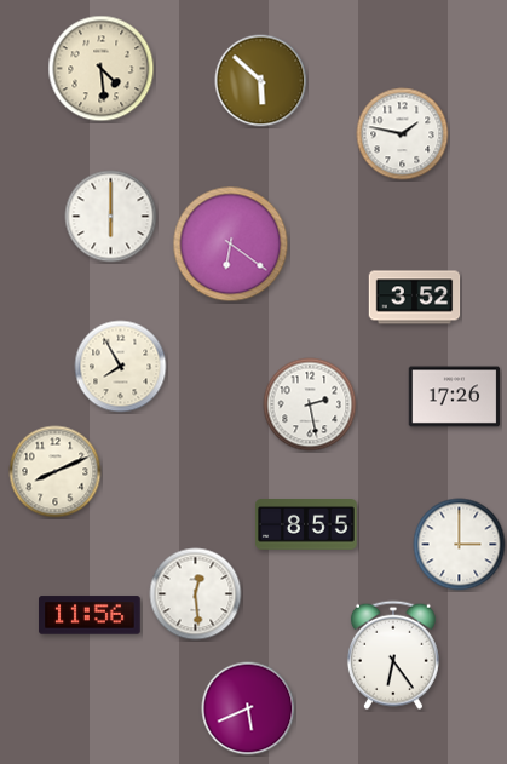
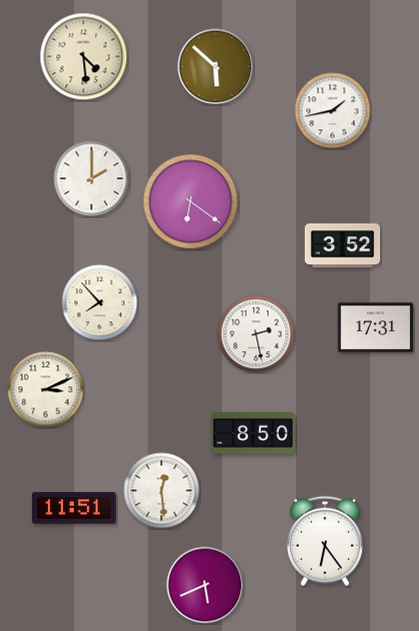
clock at (403, 134): 1:47 -> 1:43
clock at (111, 217): 6:00 -> 2:00
clock at (121, 367): 7:55 -> 7:53
clock at (455, 397): 17:26 -> 17:31
clock at (56, 472): 8:11 -> 3:11
clock at (306, 524): 8:55 -> 8:50
clock at (460, 545): 3:00 -> none
clock at (90, 615): 11:56 -> 11:51
